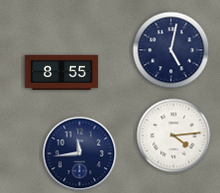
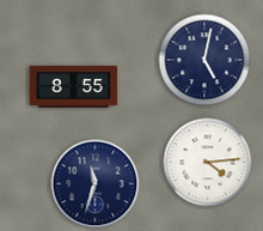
clock at (80, 154): 11:44 -> 11:33
